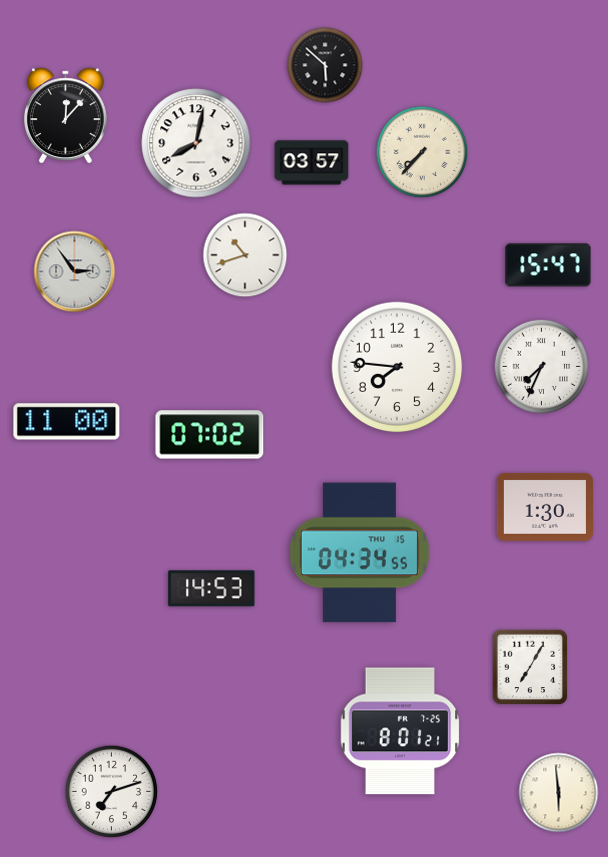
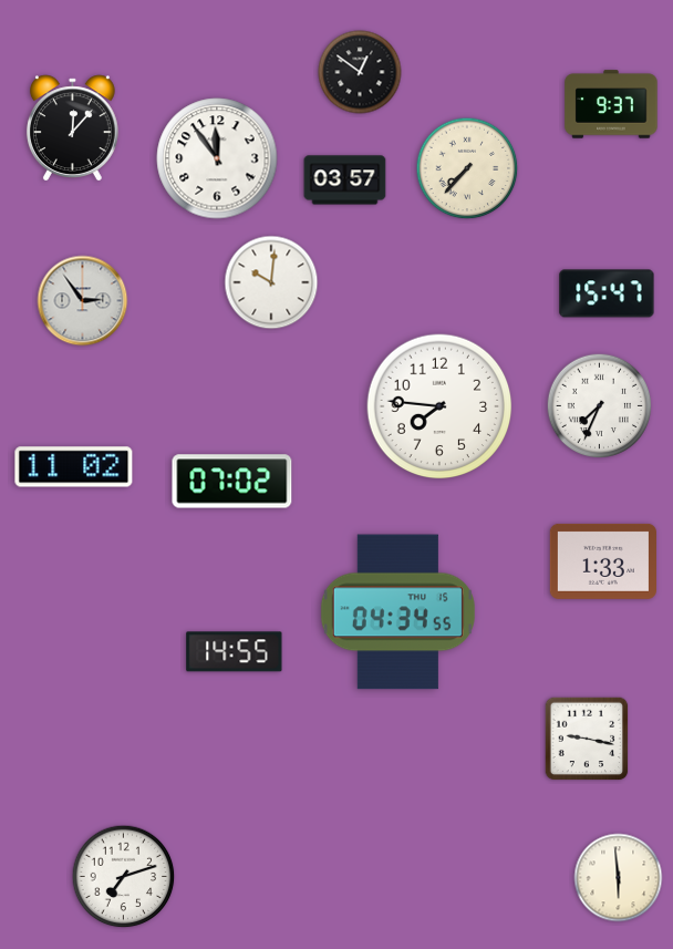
clock at (325, 65): 5:52 -> 12:51
clock at (611, 104): none -> 9:37
clock at (196, 143): 8:02 -> 11:54
clock at (245, 255): 10:42 -> 10:01
clock at (67, 422): 11:00 -> 11:02
clock at (545, 507): 1:30 -> 1:33
clock at (212, 589): 14:53 -> 14:55
clock at (530, 667): 7:05 -> 9:17
clock at (400, 731): 8:01 -> none
